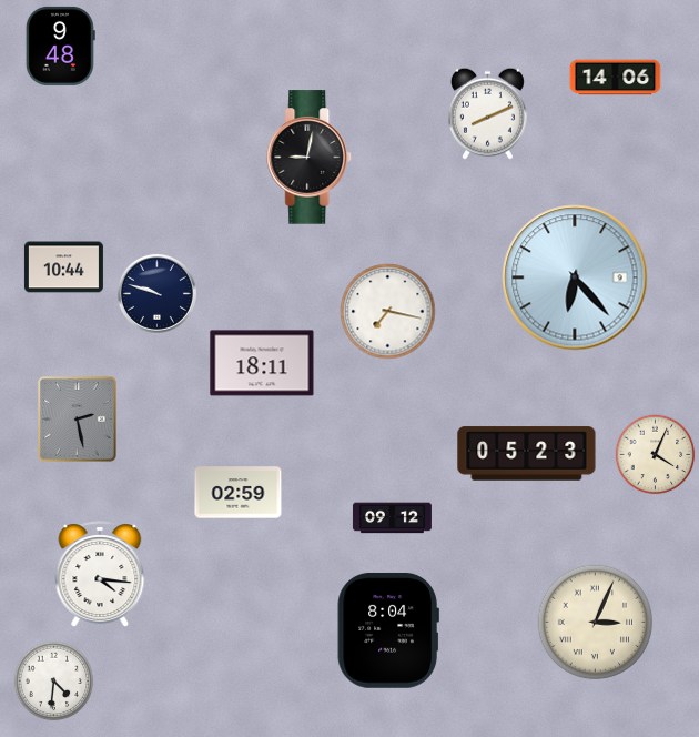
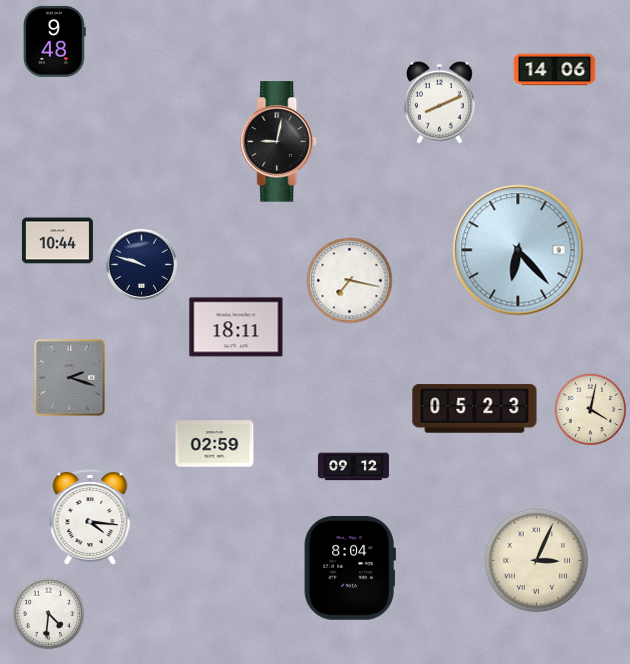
clock at (78, 420): 2:28 -> 2:18
clock at (656, 455): 4:04 -> 4:02
